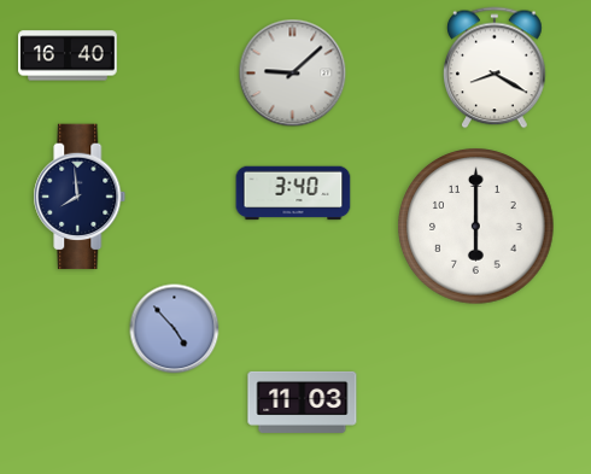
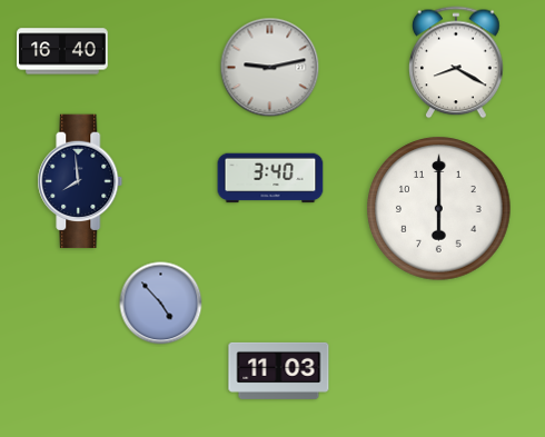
clock at (293, 74): 9:08 -> 9:13
clock at (80, 197) position: (80, 197) -> (80, 181)
